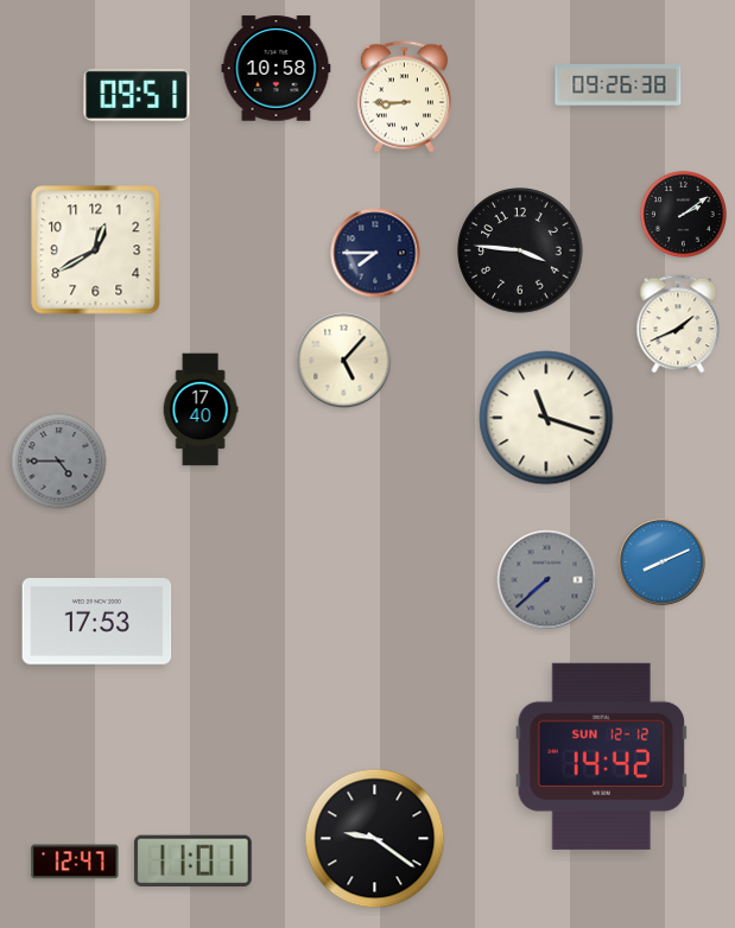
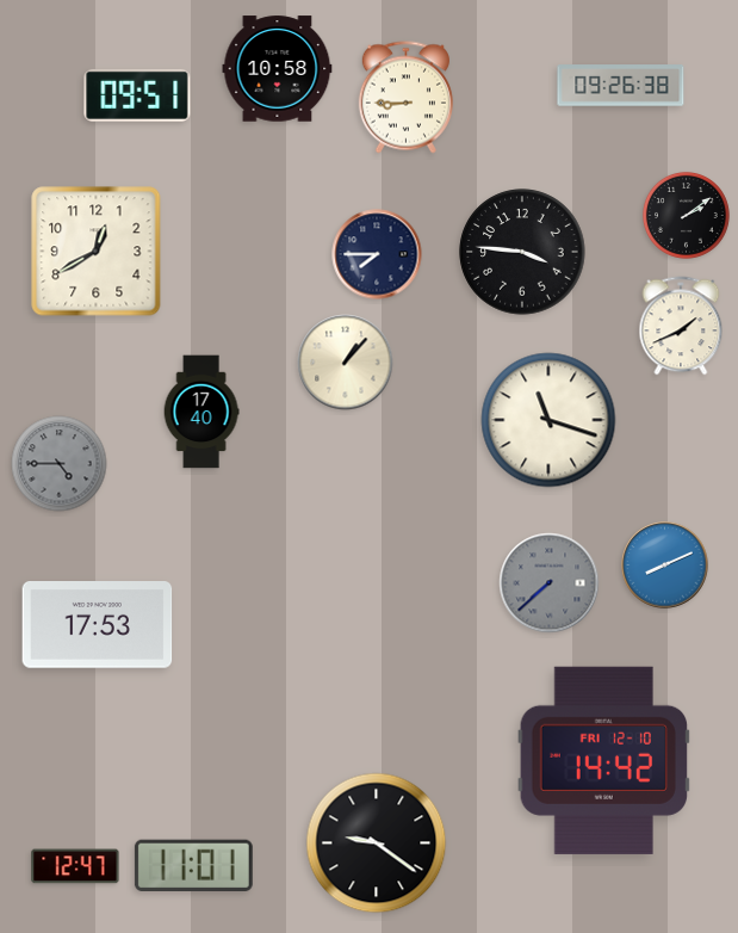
clock at (344, 361): 5:07 -> 1:07
clock at (602, 756) date: SUN 12-12 -> FRI 12-10
